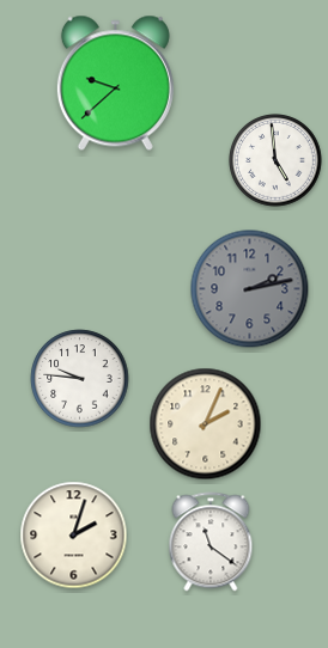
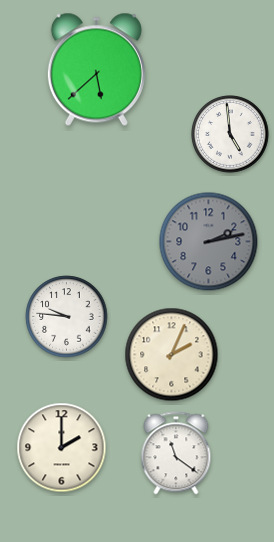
clock at (115, 84): 9:38 -> 5:38
clock at (74, 536): 2:03 -> 2:00
